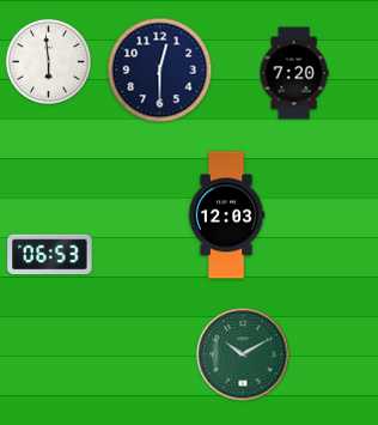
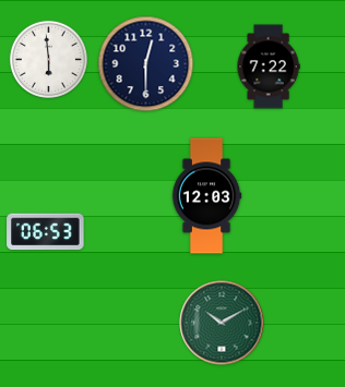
clock at (48, 61) position: (48, 61) -> (48, 59)
clock at (294, 73): 7:20 -> 7:22
